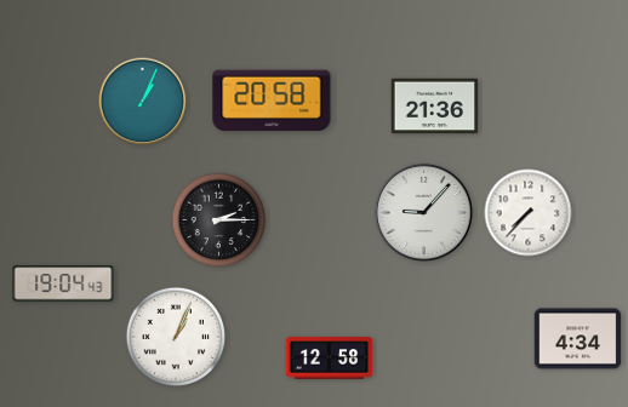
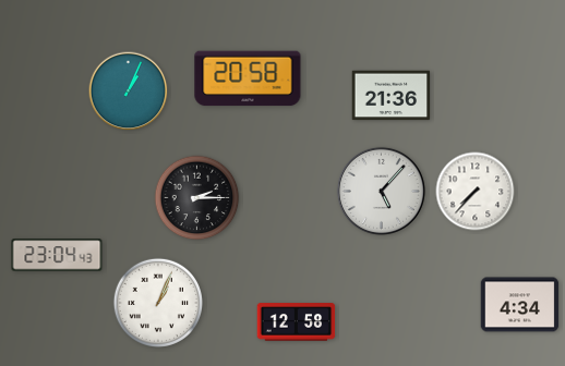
clock at (272, 101) position: (272, 101) -> (248, 78)
clock at (423, 212): 9:07 -> 5:07
clock at (63, 283): 19:04 -> 23:04
